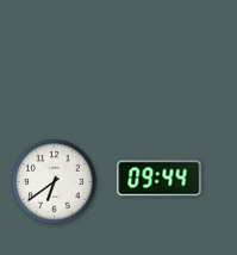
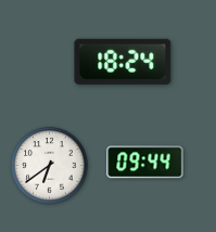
clock at (123, 62): none -> 18:24
